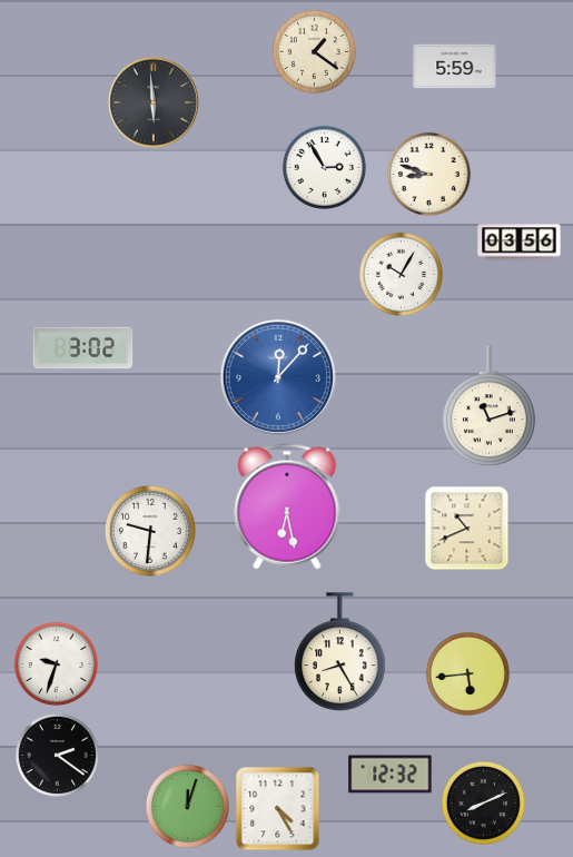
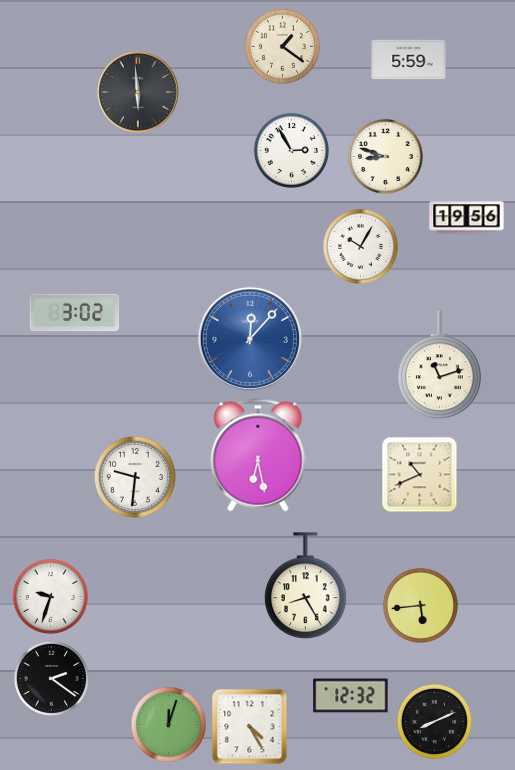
clock at (520, 243): 03:56 -> 19:56
